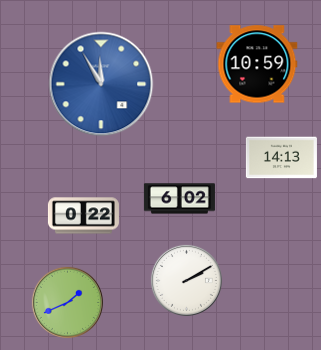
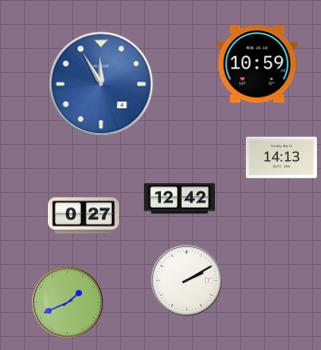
clock at (179, 199): 6:02 -> 12:42
clock at (83, 216): 0:22 -> 0:27
